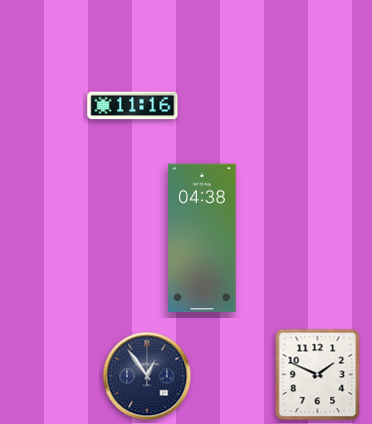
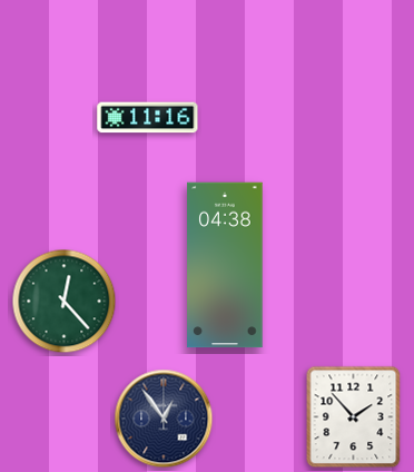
clock at (65, 302): none -> 12:23
clock at (318, 375): 1:49 -> 1:53
